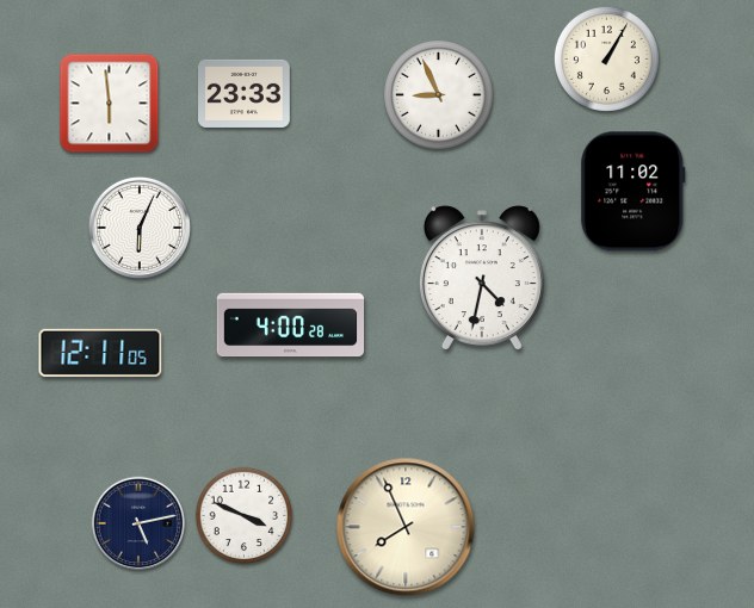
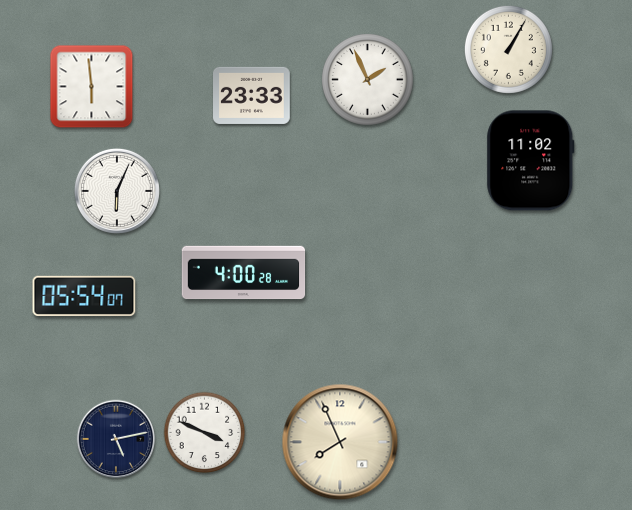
clock at (245, 93) position: (245, 93) -> (252, 95)
clock at (439, 95): 8:56 -> 1:56
clock at (482, 278): 4:32 -> none
clock at (100, 353): 12:11 -> 05:54
